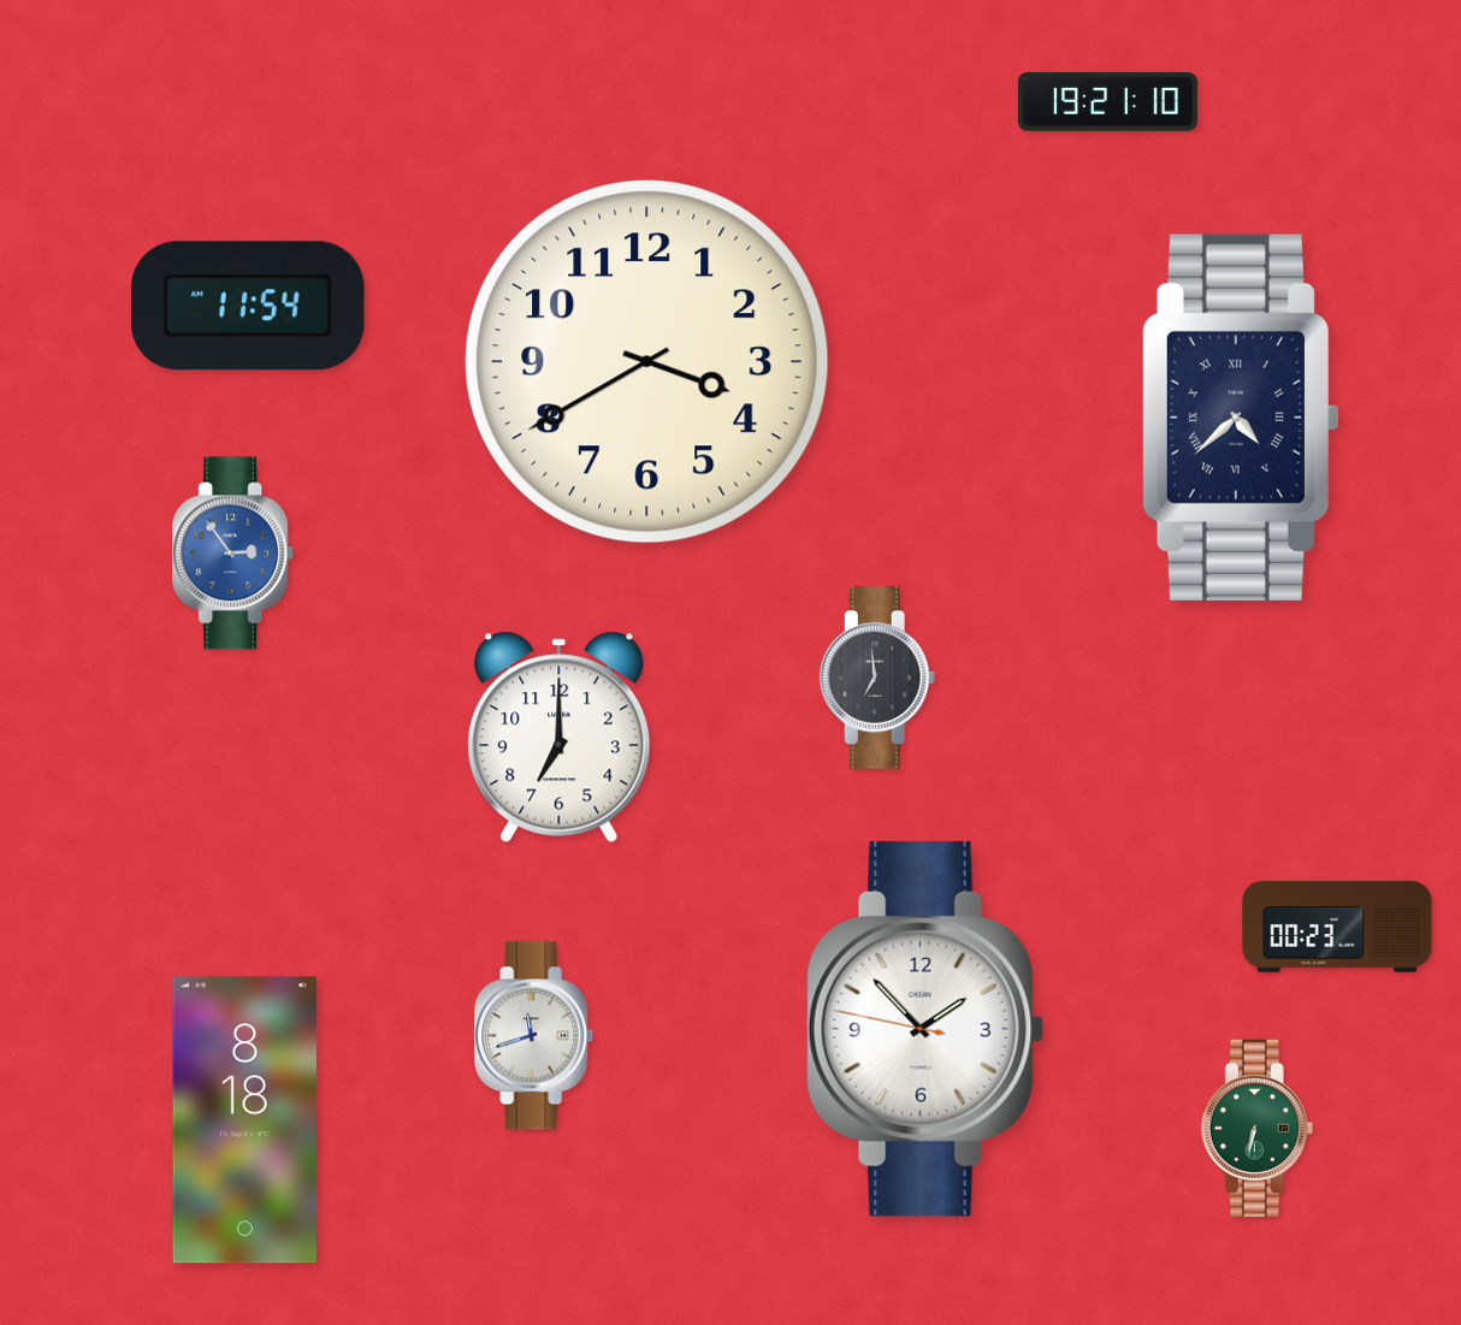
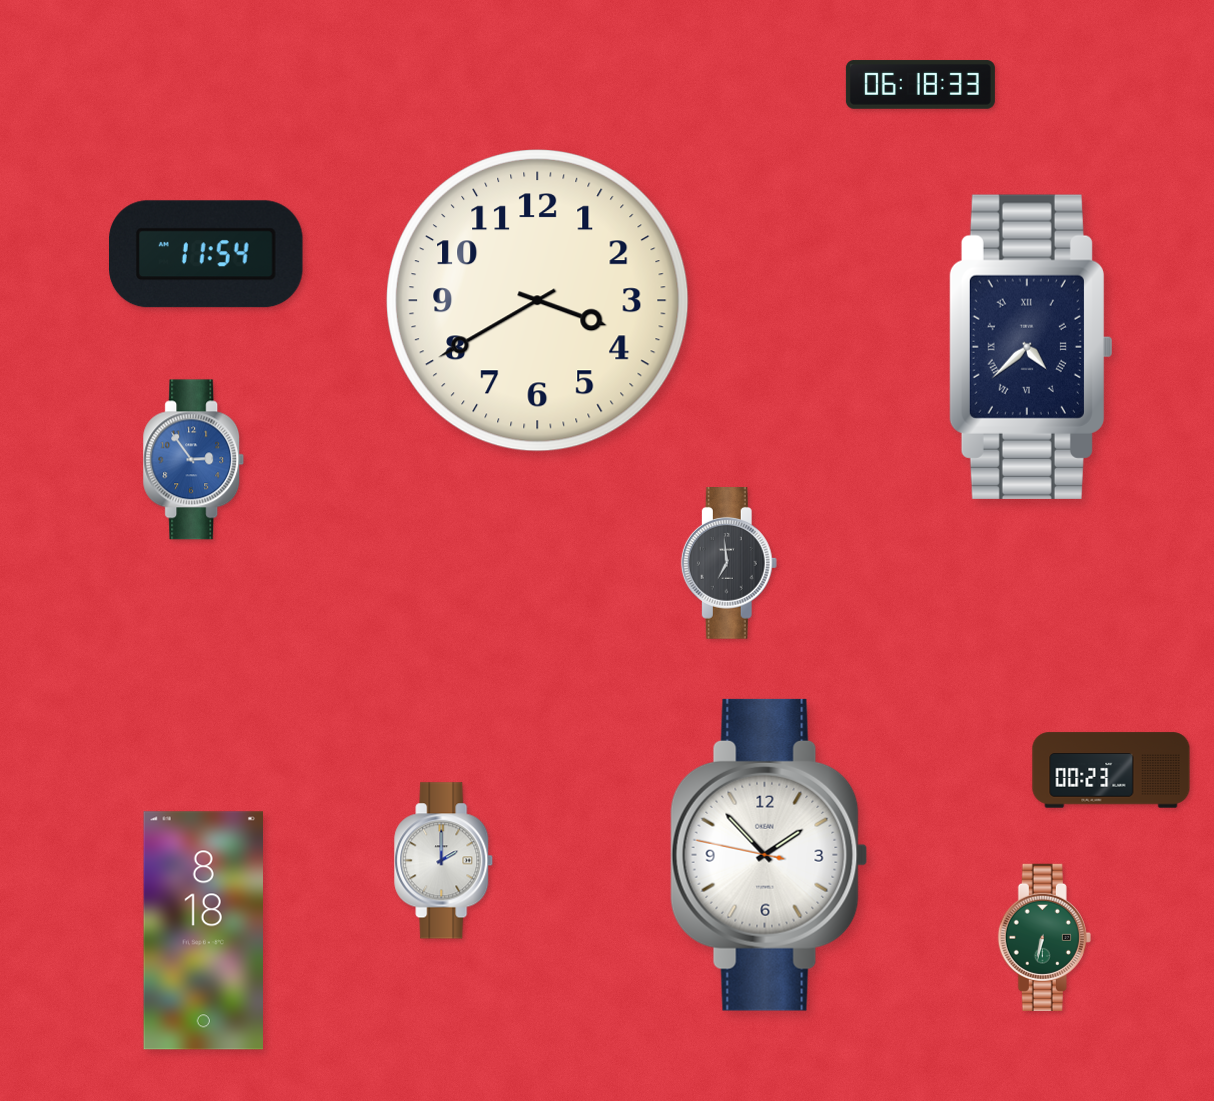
clock at (1107, 102): 19:21 -> 06:18
clock at (560, 737): 7:00 -> none
clock at (534, 1036): 11:42 -> 2:00
